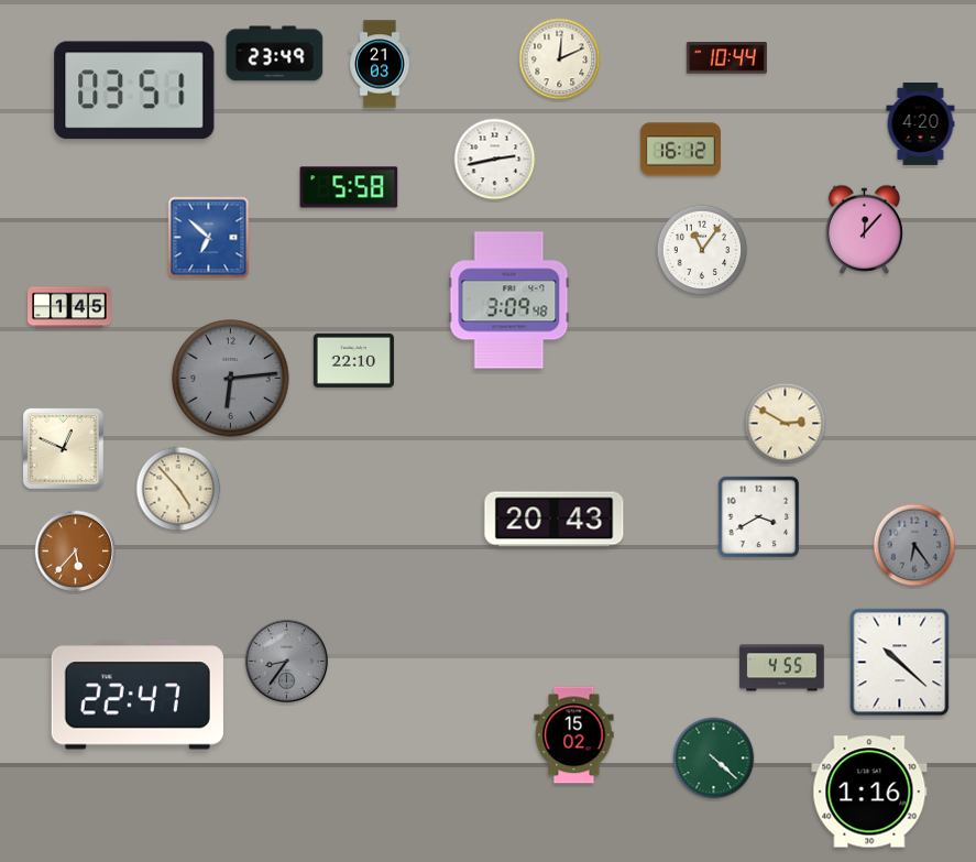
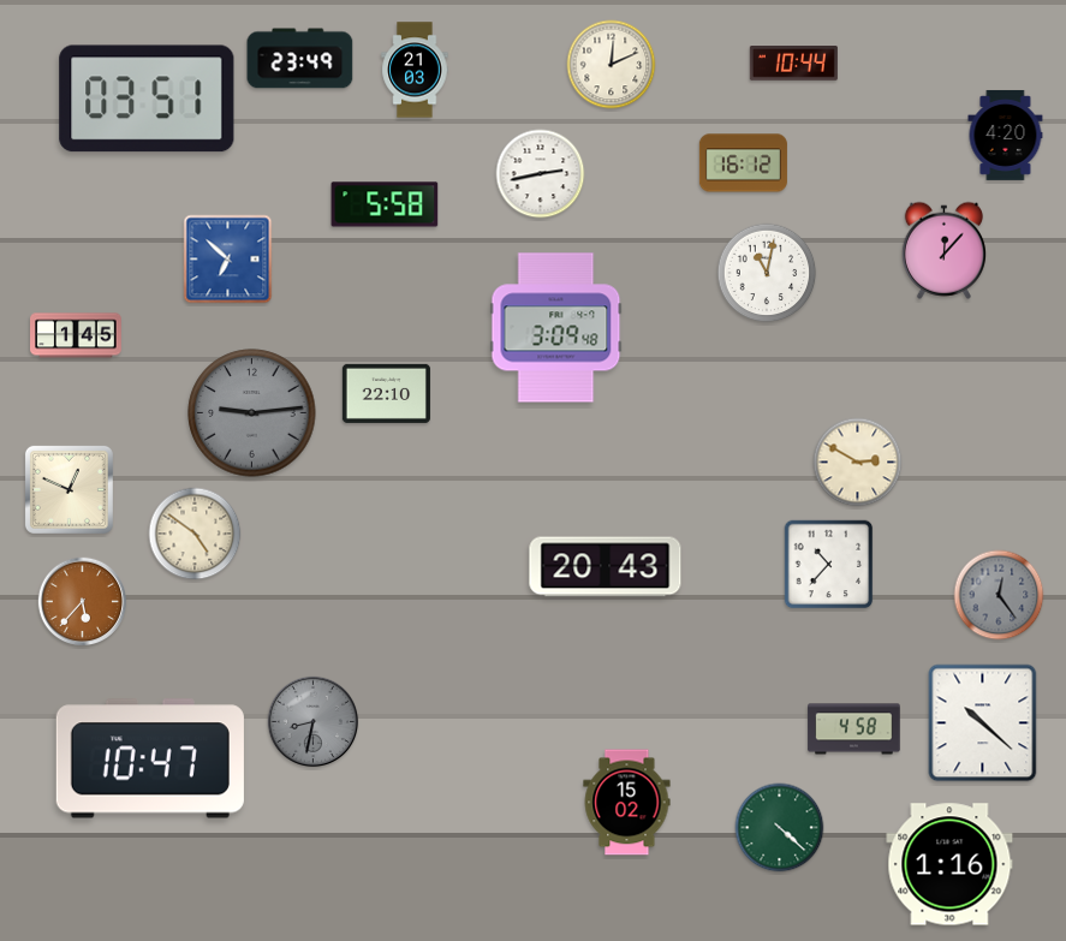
clock at (349, 187) position: (349, 187) -> (385, 204)
clock at (702, 250): 11:06 -> 11:02
clock at (231, 379): 6:14 -> 9:14
clock at (178, 489): 4:53 -> 4:51
clock at (759, 517): 3:40 -> 10:37
clock at (914, 545): 6:24 -> 12:24
clock at (287, 662): 8:36 -> 8:32
clock at (782, 668): 4:55 -> 4:58
clock at (138, 695): 22:47 -> 10:47
